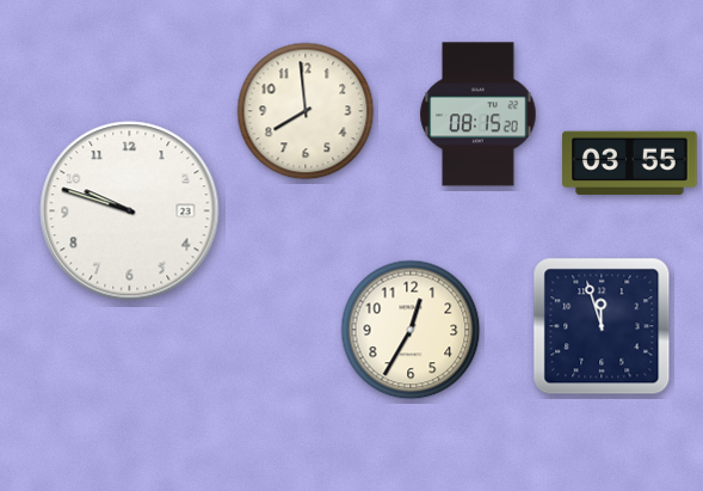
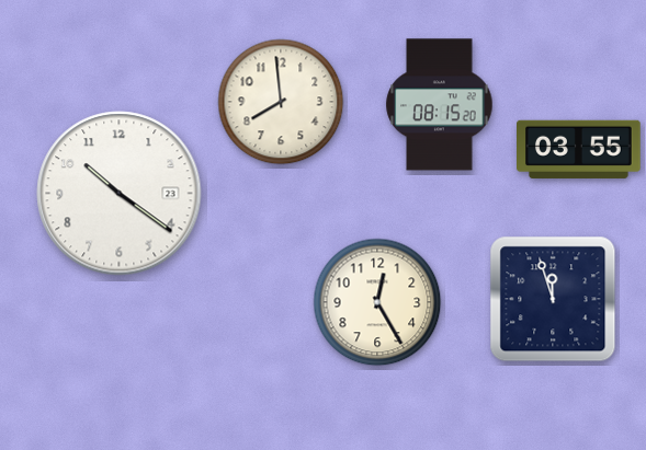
clock at (130, 211): 9:48 -> 10:21
clock at (411, 330): 12:35 -> 12:25
